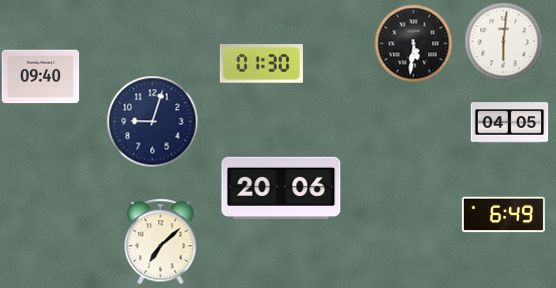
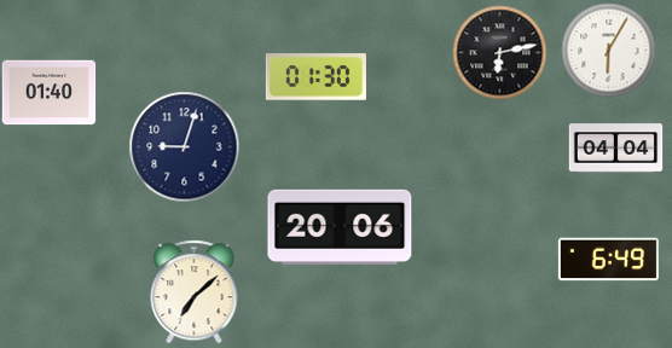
clock at (503, 41): 6:01 -> 6:05
clock at (413, 43): 5:31 -> 6:13
clock at (40, 77): 09:40 -> 01:40
clock at (509, 123): 04:05 -> 04:04
